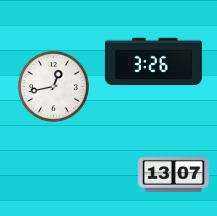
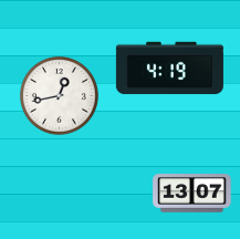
clock at (153, 62): 3:26 -> 4:19
